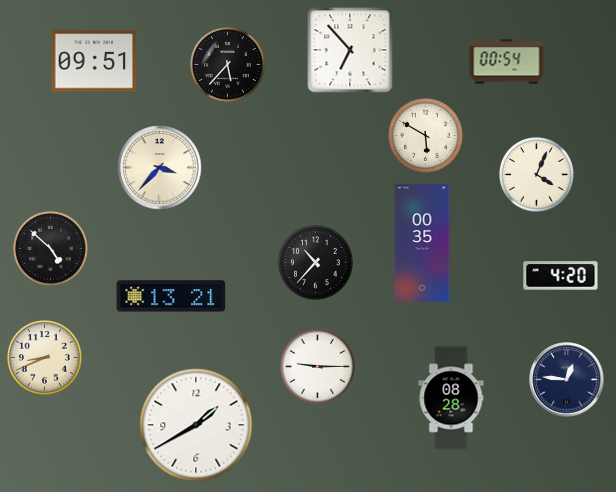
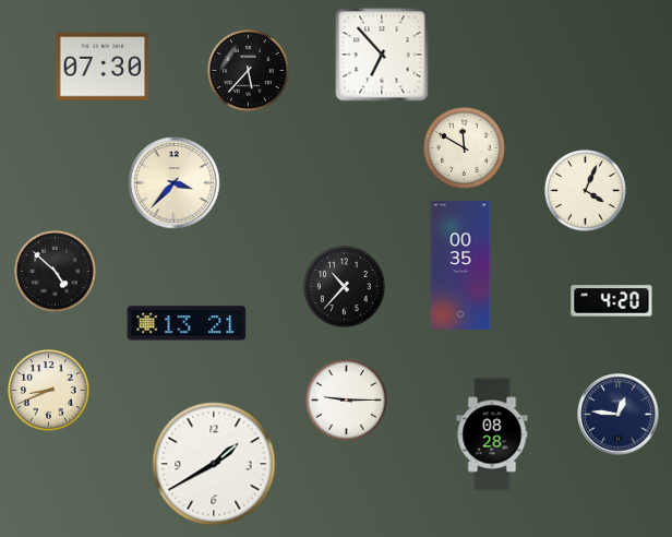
clock at (94, 61): 09:51 -> 07:30
clock at (507, 62): 00:54 -> none
clock at (426, 136): 5:50 -> 11:50
